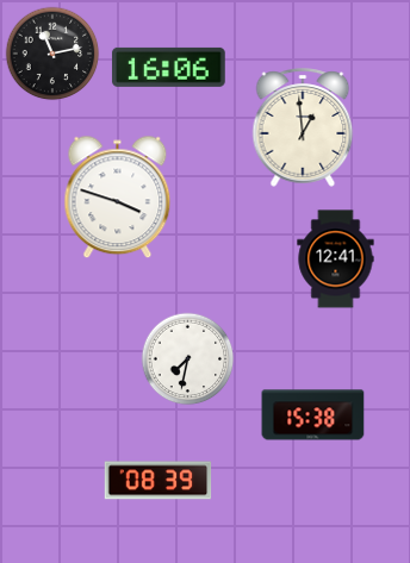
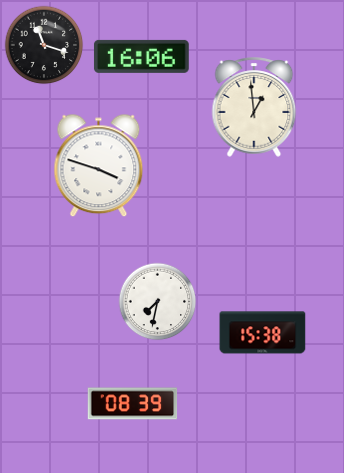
clock at (52, 54): 11:13 -> 11:18
clock at (336, 259): 12:41 -> none
clock at (313, 415) position: (313, 415) -> (263, 333)
